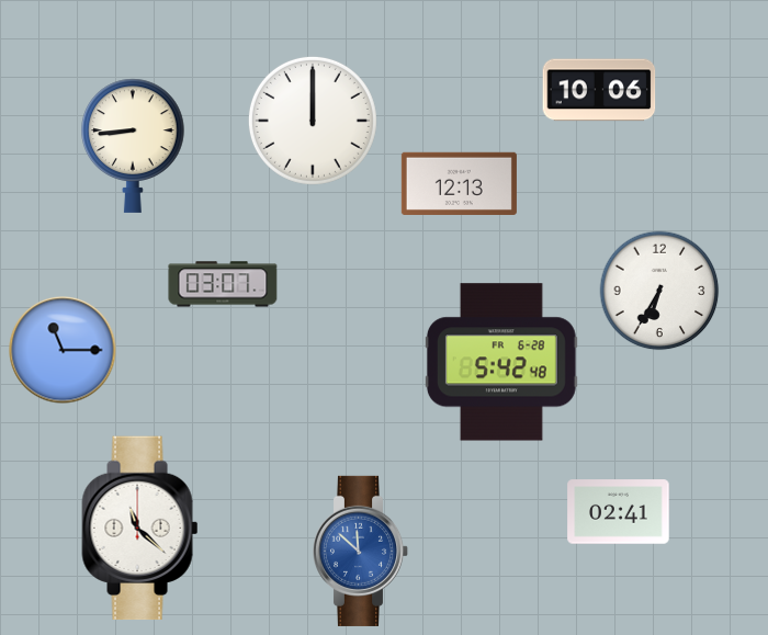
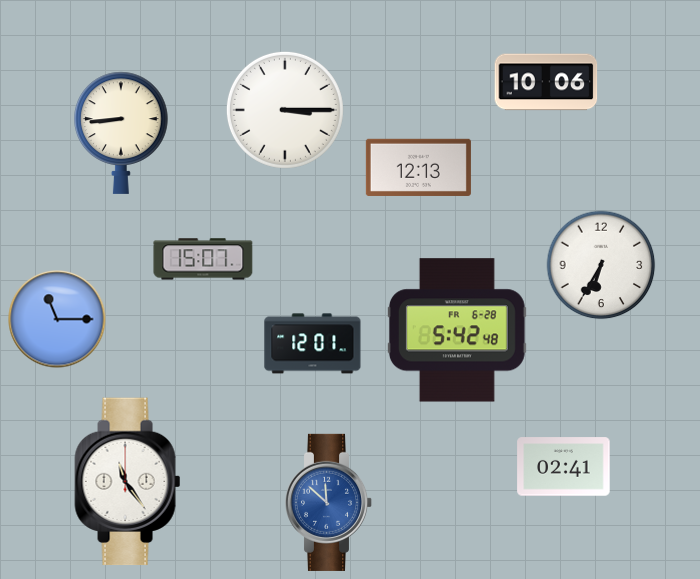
clock at (313, 121): 12:00 -> 3:15
clock at (223, 284): 03:07 -> 15:07
clock at (313, 344): none -> 12:01
clock at (140, 529): 11:22 -> 11:24
